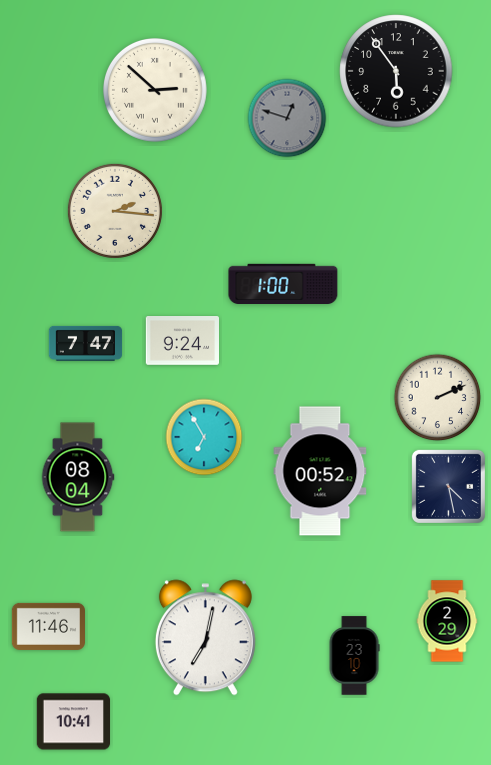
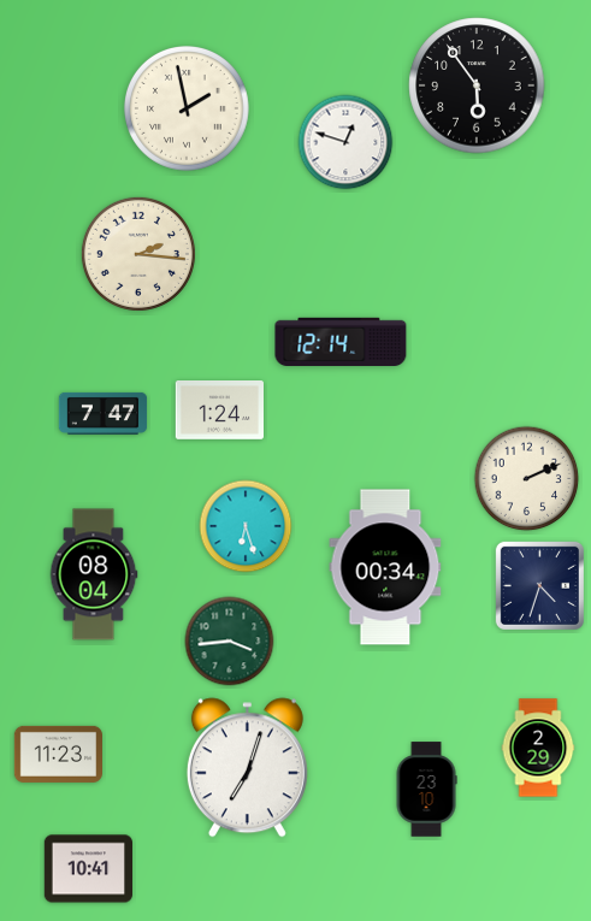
clock at (156, 91): 2:52 -> 1:58
clock at (287, 118) dial: grey -> white
clock at (283, 284): 1:00 -> 12:14
clock at (182, 341): 9:24 -> 1:24
clock at (204, 437): 6:55 -> 6:27
clock at (320, 471): 00:52 -> 00:34
clock at (448, 486): 4:28 -> 4:33
clock at (230, 642): none -> 3:44
clock at (48, 626): 11:46 -> 11:23
clock at (205, 638): 7:02 -> 7:03
